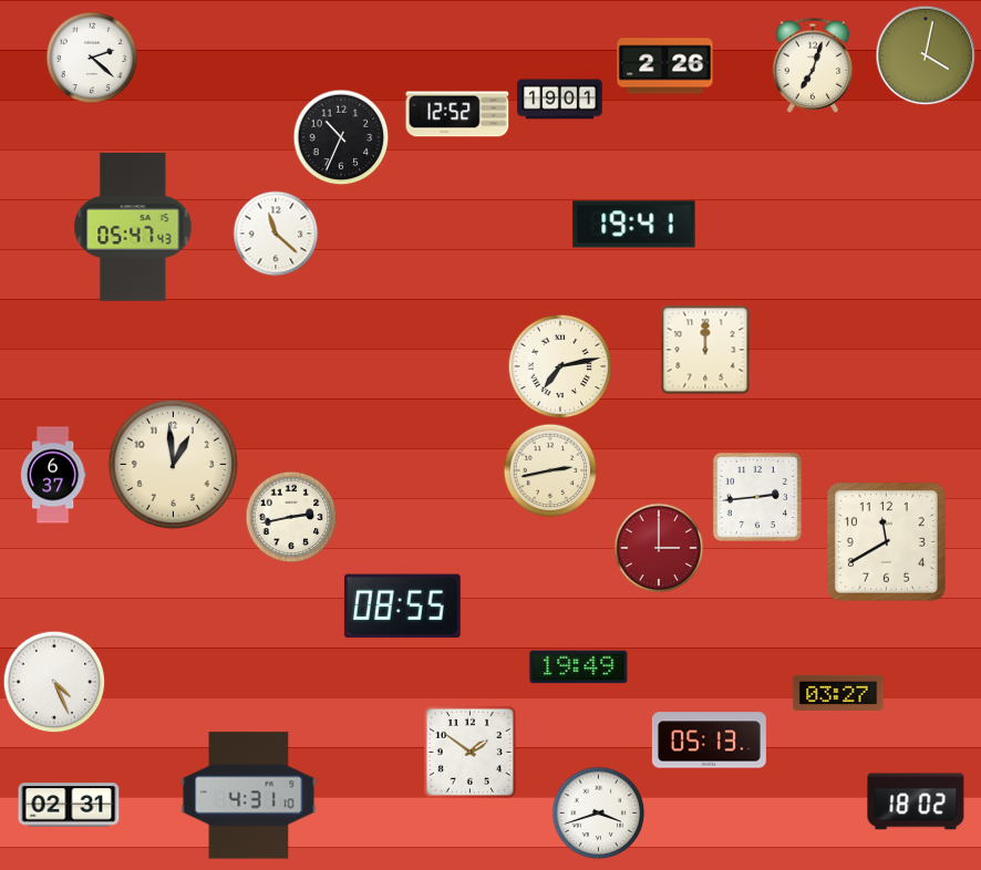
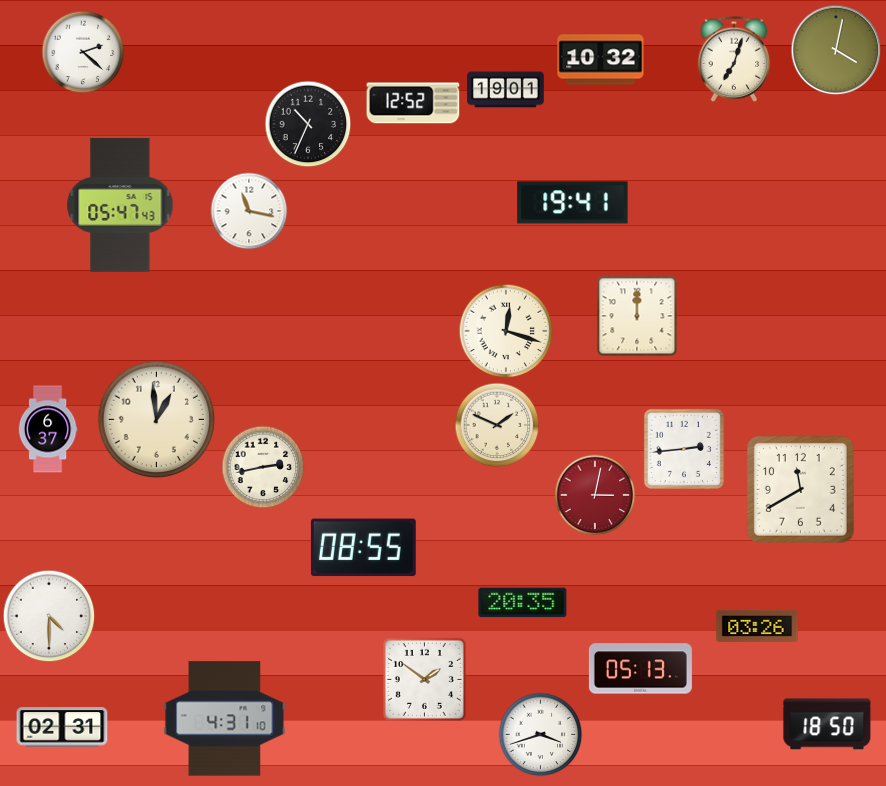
clock at (665, 66): 2:26 -> 10:32
clock at (276, 234): 11:22 -> 11:17
clock at (560, 366): 7:13 -> 12:18
clock at (550, 470): 2:43 -> 1:49
clock at (659, 548): 3:00 -> 3:02
clock at (579, 667): 19:49 -> 20:35
clock at (54, 682): 4:26 -> 4:30
clock at (838, 693): 03:27 -> 03:26
clock at (916, 801): 18:02 -> 18:50
